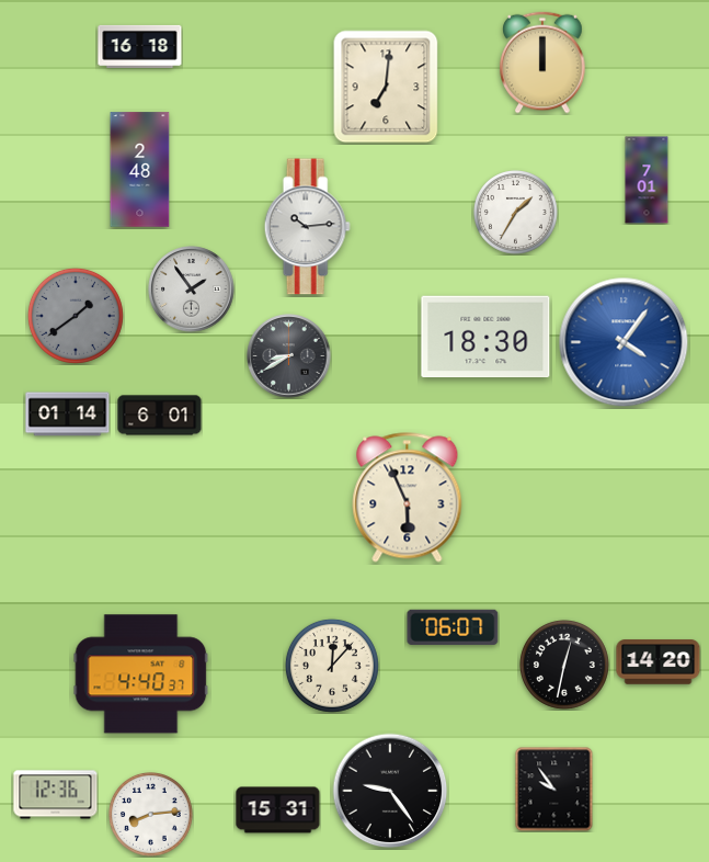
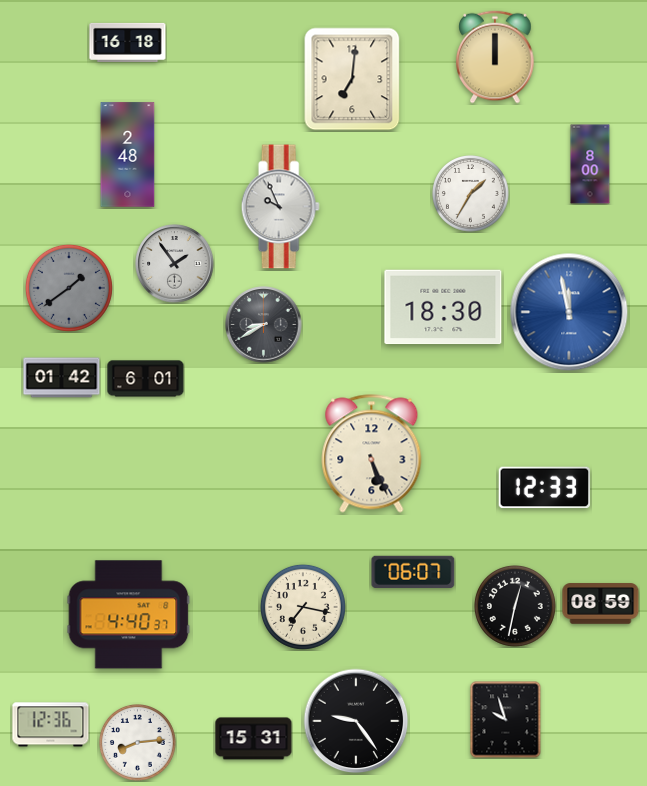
clock at (647, 180): 7:01 -> 8:00
clock at (307, 227): 10:14 -> 9:56
clock at (624, 342): 4:06 -> 11:58
clock at (68, 415): 01:14 -> 01:42
clock at (408, 498): 5:56 -> 5:26
clock at (545, 488): none -> 12:33
clock at (659, 662): 14:20 -> 08:59
clock at (332, 666): 12:07 -> 7:17
clock at (554, 789): 9:54 -> 9:57
